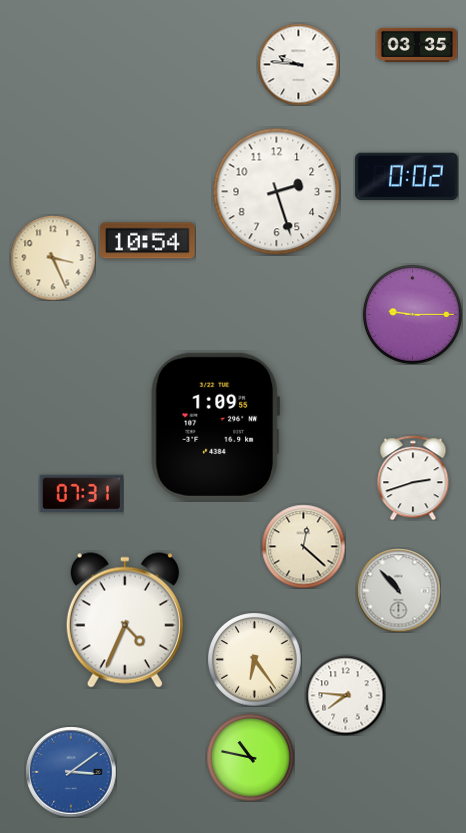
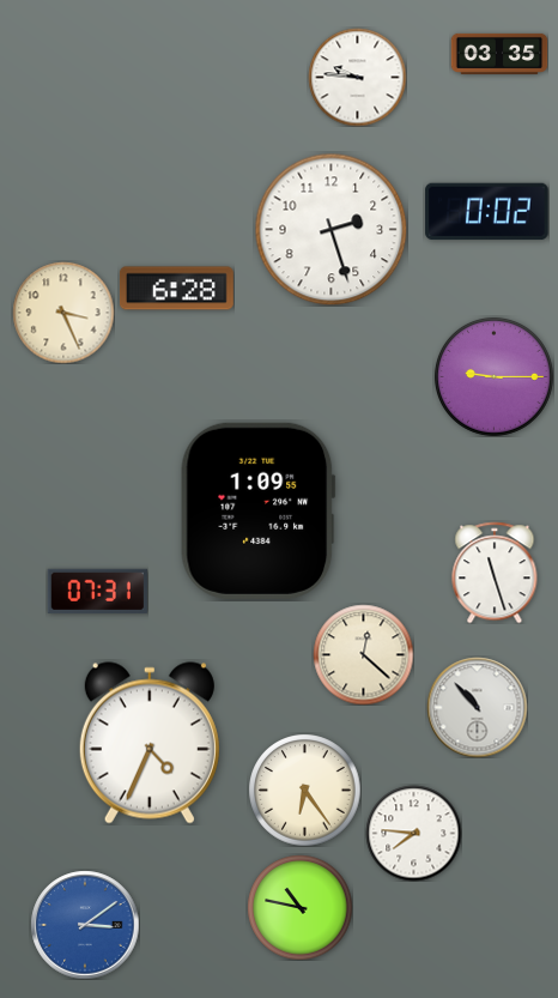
clock at (147, 241): 10:54 -> 6:28
clock at (53, 258) position: (53, 258) -> (63, 313)
clock at (413, 478): 2:42 -> 11:27
